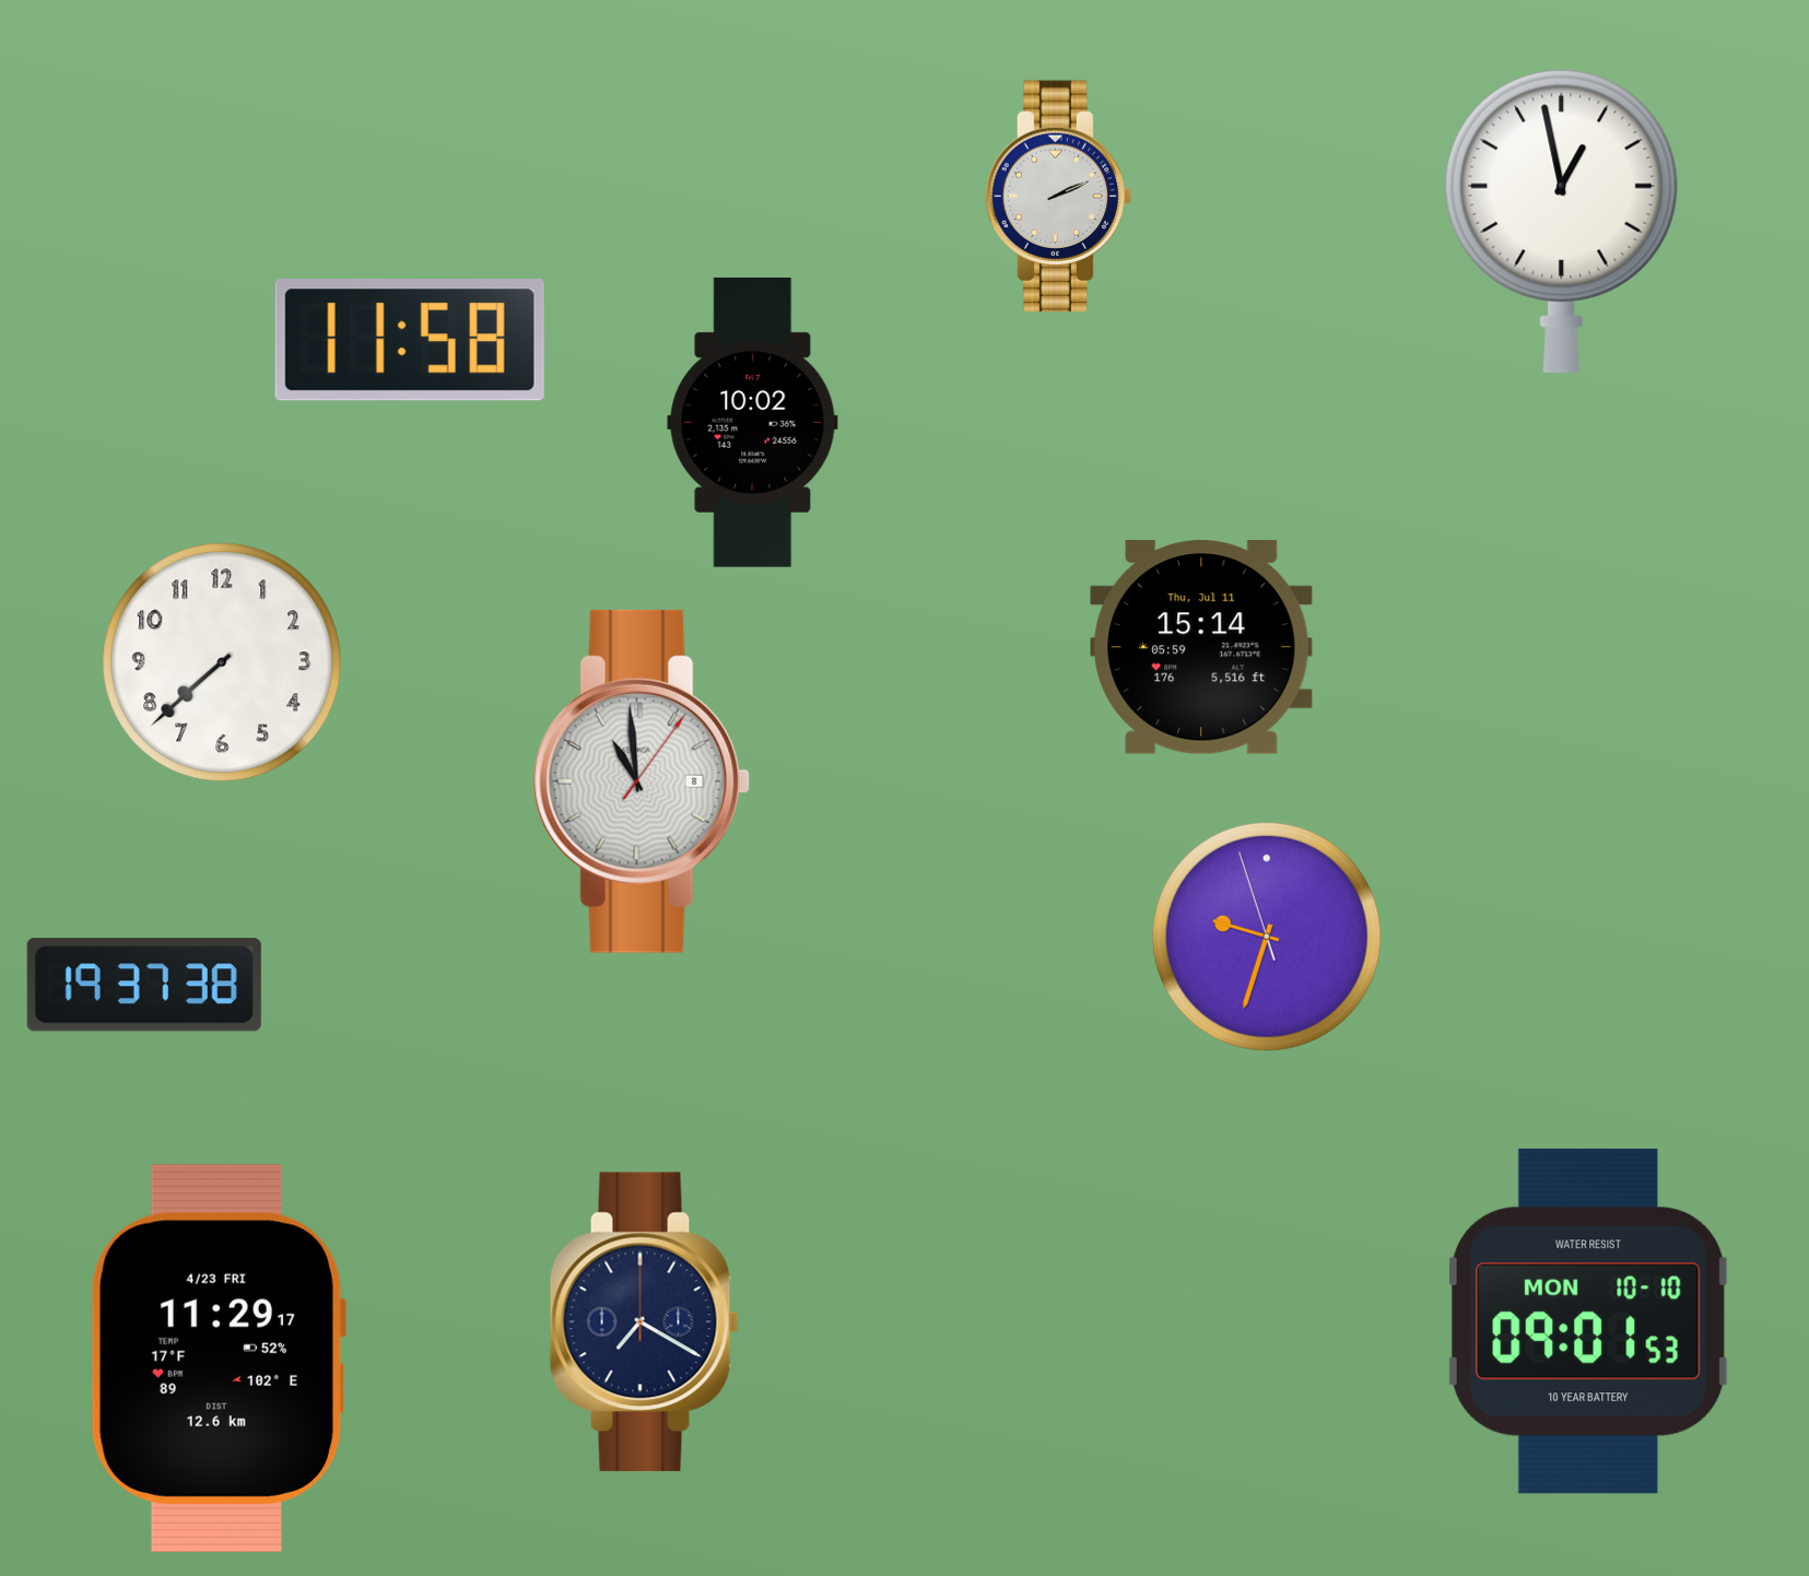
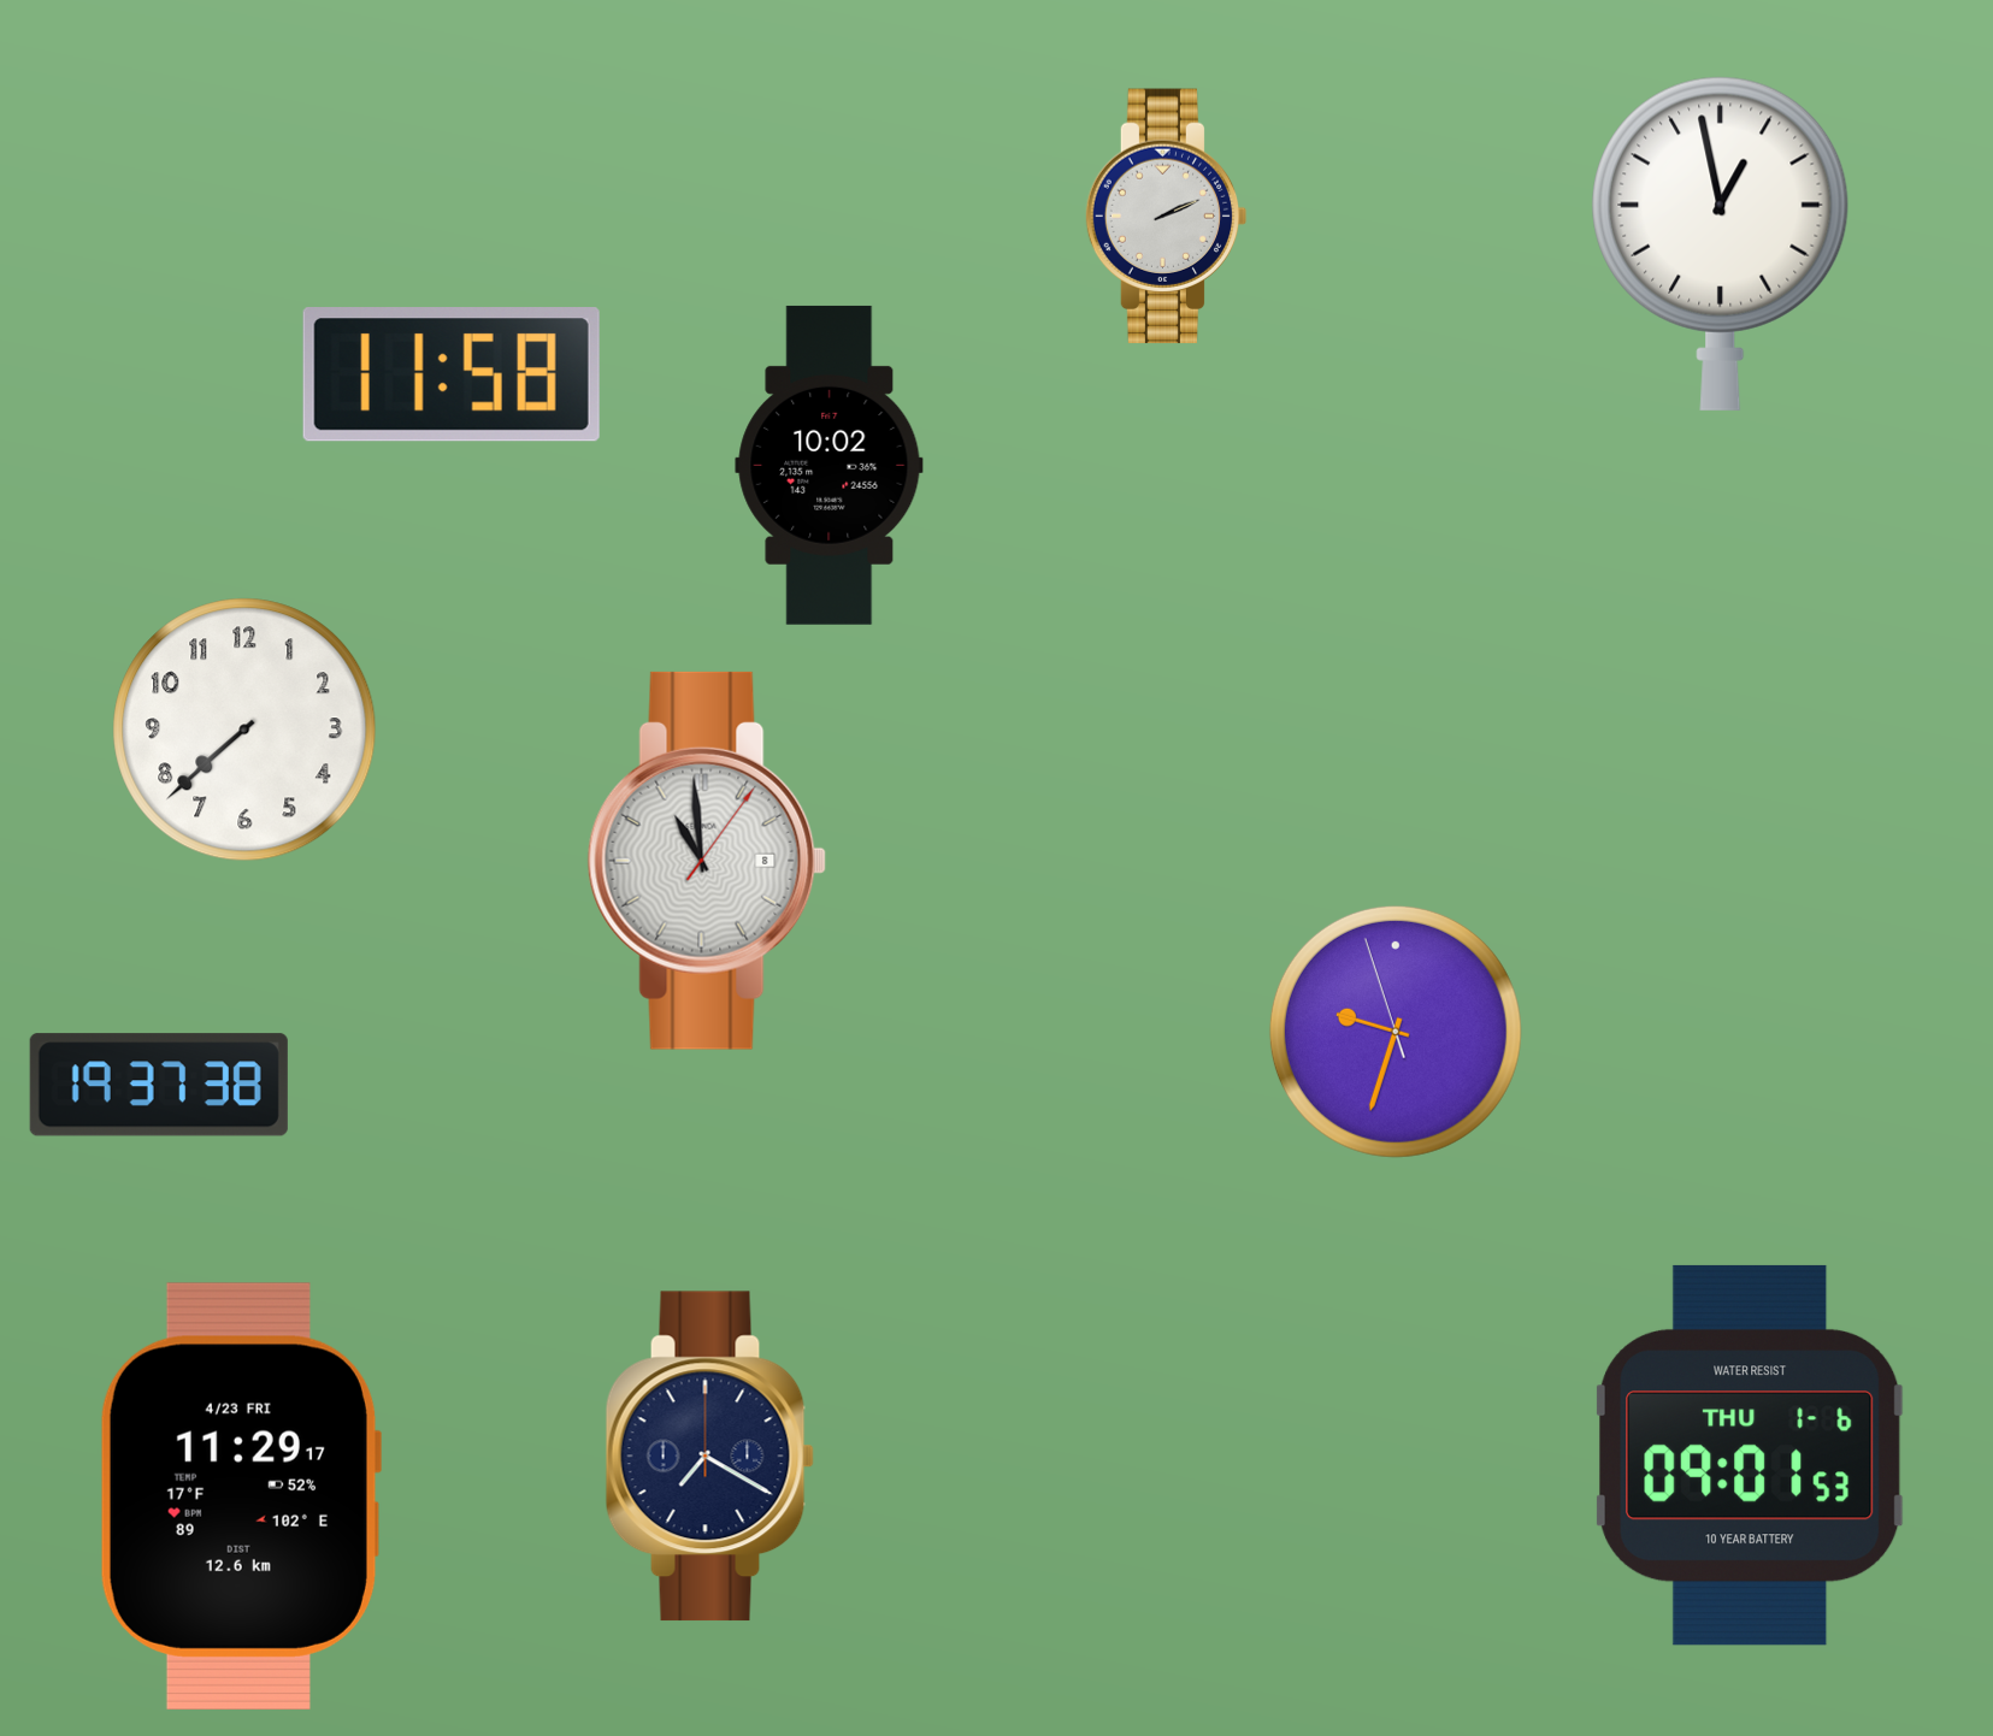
clock at (1201, 647): 15:14 -> none
clock at (1588, 1321) date: MON 10-10 -> THU 1-6
